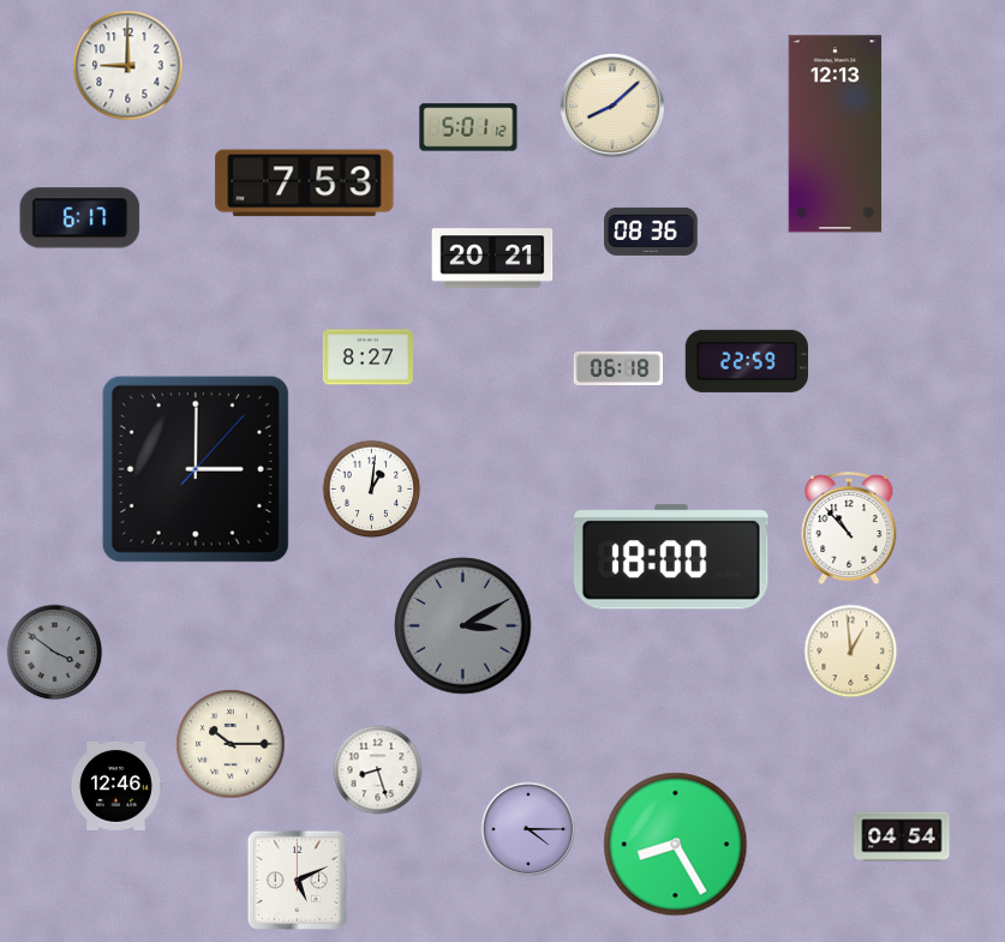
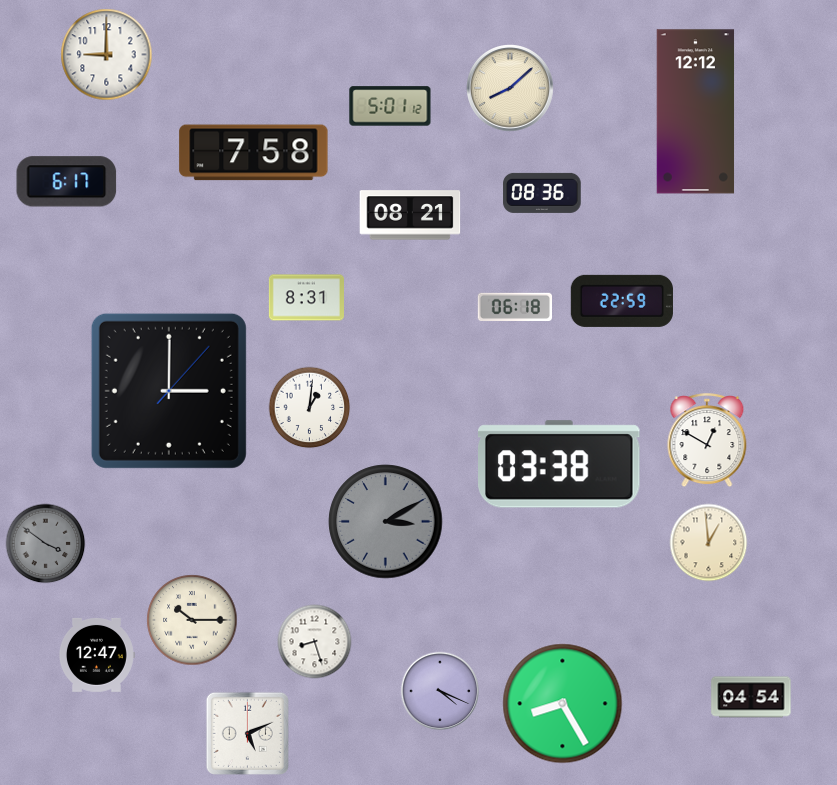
clock at (836, 134): 12:13 -> 12:12
clock at (305, 184): 7:53 -> 7:58
clock at (492, 258): 20:21 -> 08:21
clock at (367, 358): 8:27 -> 8:31
clock at (196, 469) position: (196, 469) -> (169, 391)
clock at (849, 529): 10:53 -> 12:50
clock at (672, 557): 18:00 -> 03:38
clock at (115, 786): 12:46 -> 12:47
clock at (528, 829): 4:15 -> 4:19
